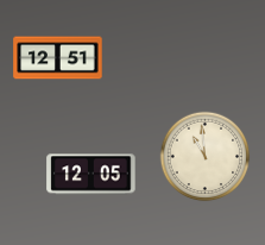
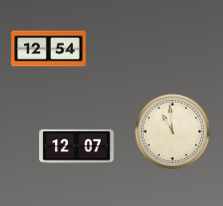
clock at (58, 58): 12:51 -> 12:54
clock at (92, 175): 12:05 -> 12:07
